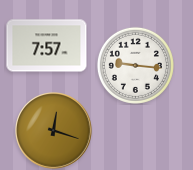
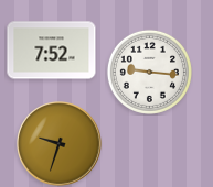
clock at (47, 46): 7:57 -> 7:52
clock at (54, 131): 12:18 -> 9:33
